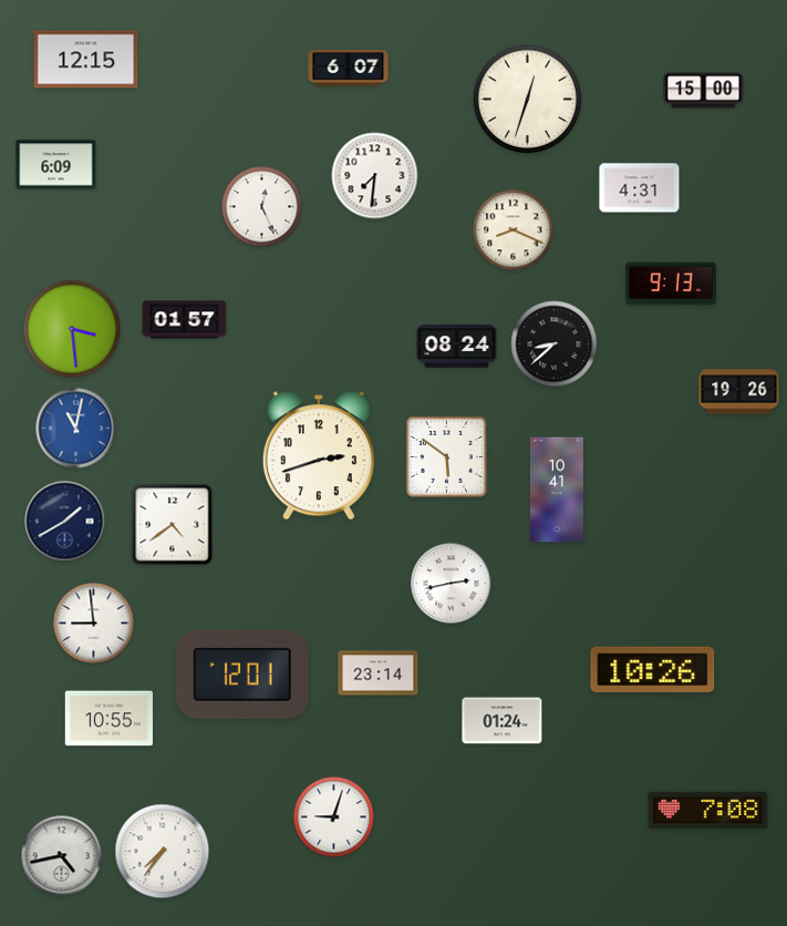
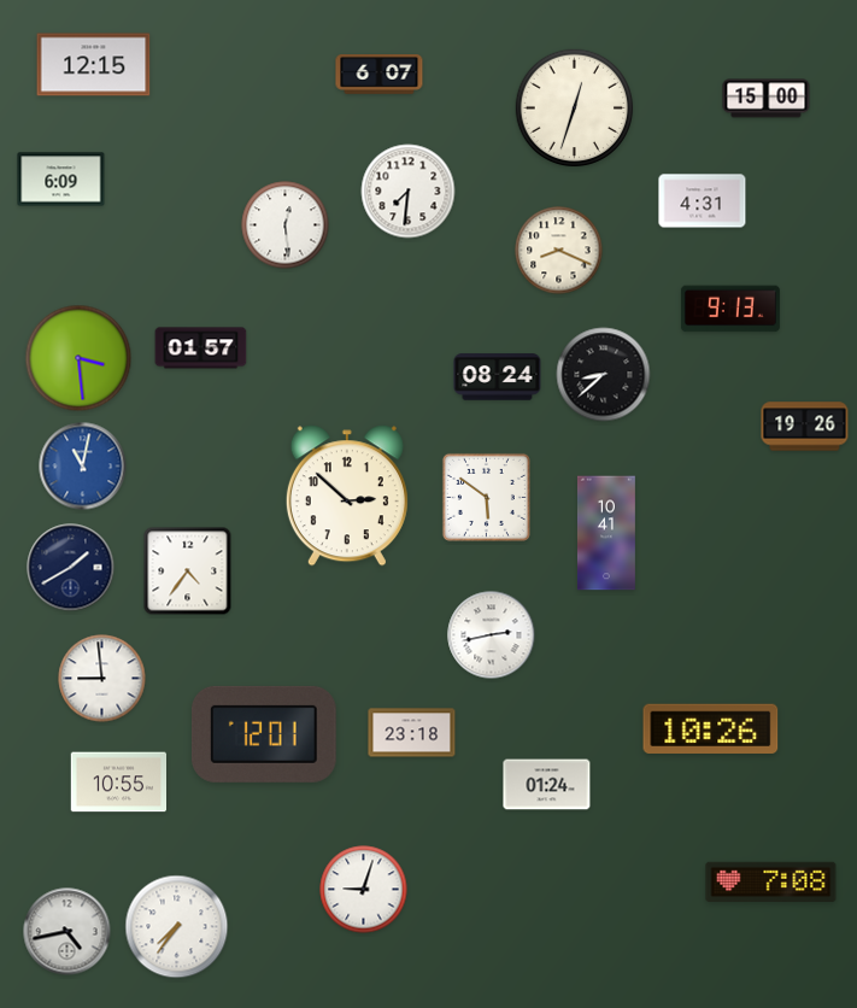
clock at (640, 188) position: (640, 188) -> (703, 201)
clock at (262, 207): 12:26 -> 12:29
clock at (319, 455): 2:42 -> 2:52
clock at (173, 525): 4:39 -> 4:36
clock at (379, 673): 23:14 -> 23:18
